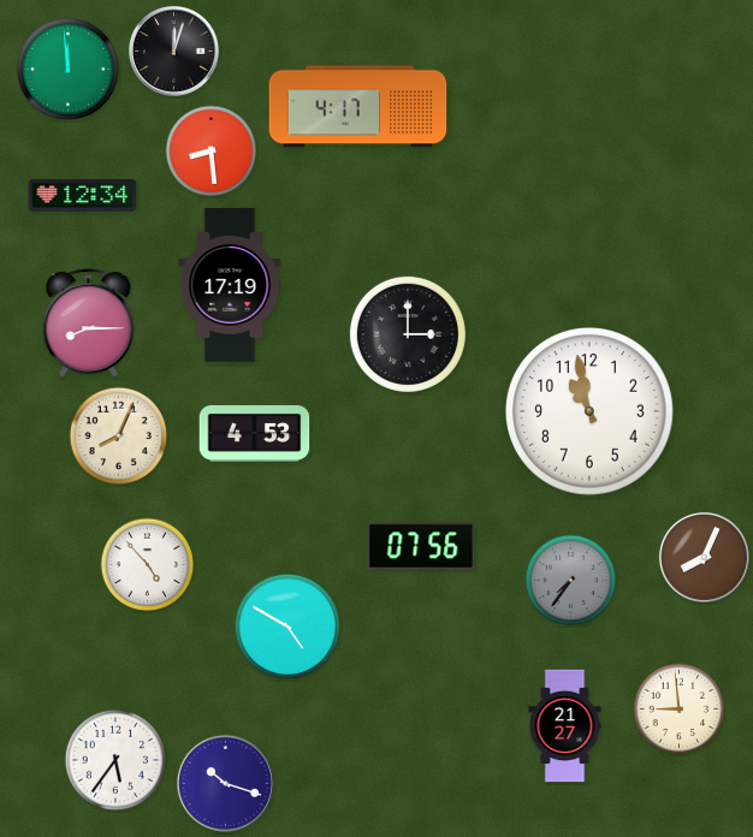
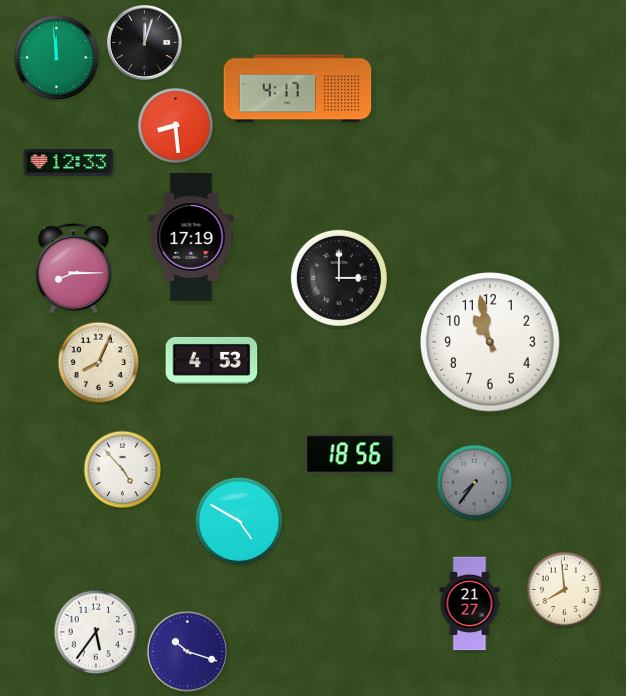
clock at (83, 196): 12:34 -> 12:33
clock at (421, 546): 07:56 -> 18:56
clock at (704, 557): 8:04 -> none
clock at (680, 710): 8:59 -> 7:59
